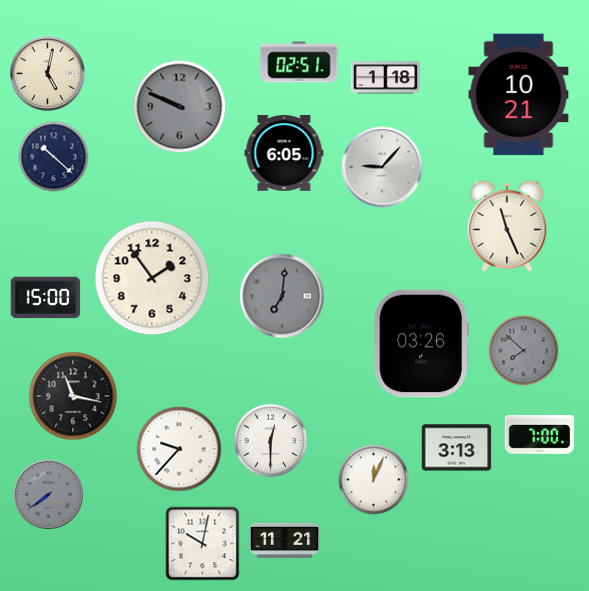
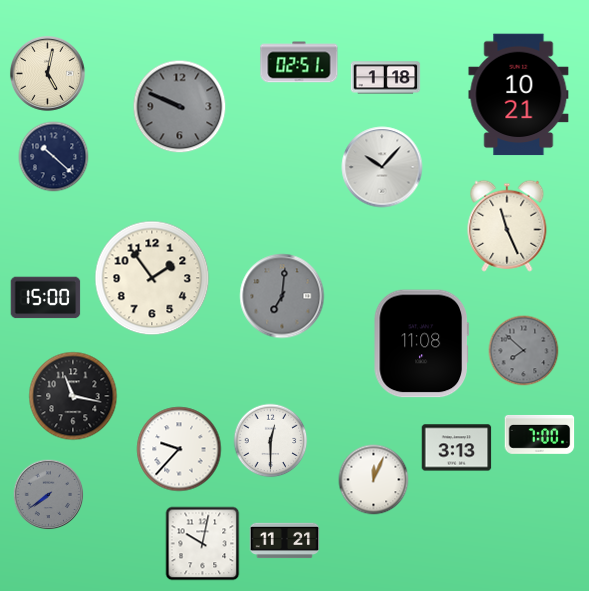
clock at (284, 154): 6:05 -> none
clock at (382, 167): 9:07 -> 10:07
clock at (421, 344): 03:26 -> 11:08
